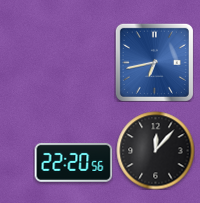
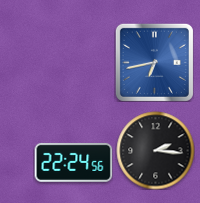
clock at (155, 150): 12:07 -> 2:16
clock at (73, 162): 22:20 -> 22:24
